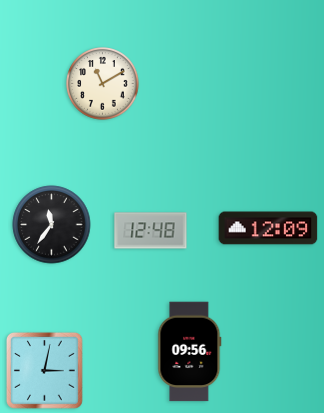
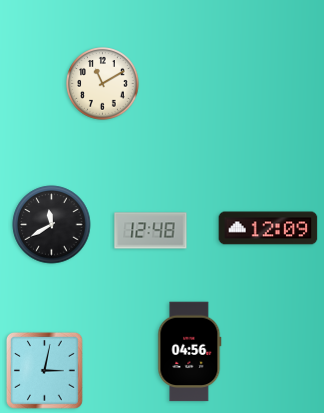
clock at (52, 225): 11:36 -> 11:40
clock at (190, 352): 09:56 -> 04:56
